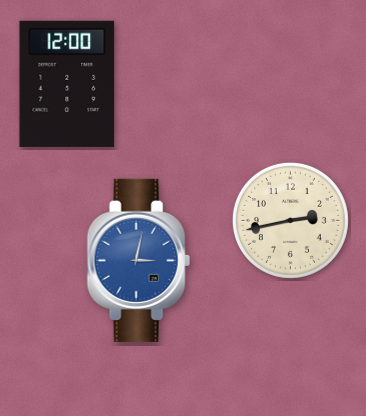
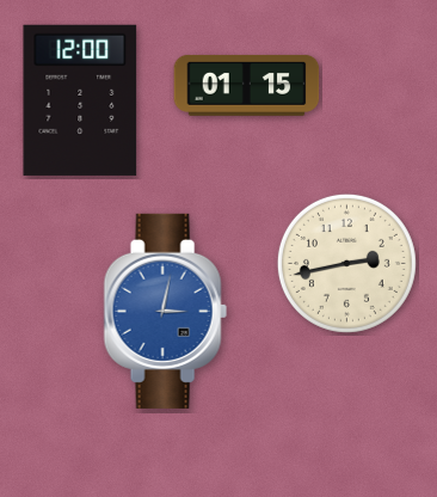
clock at (247, 85): none -> 01:15
